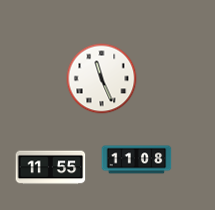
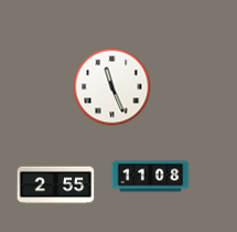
clock at (51, 168): 11:55 -> 2:55
